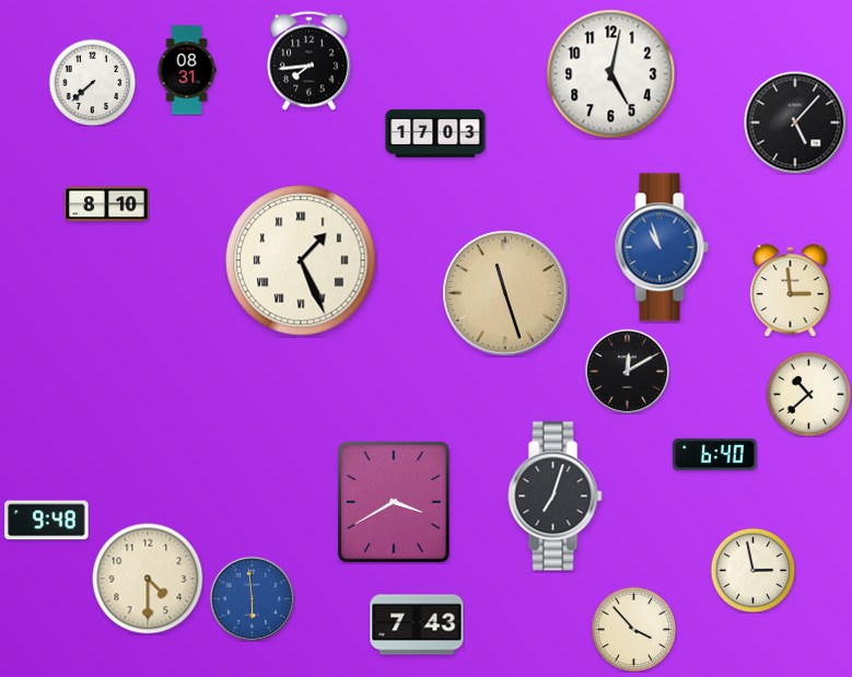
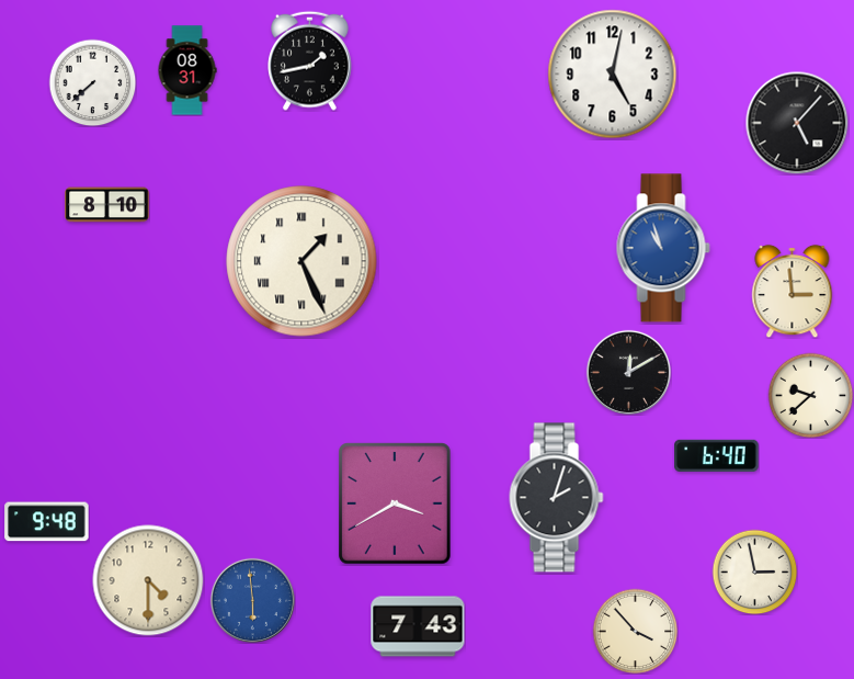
clock at (310, 60): 7:44 -> 1:43
clock at (435, 133): 17:03 -> none
clock at (505, 293): 11:27 -> none
clock at (808, 394): 10:38 -> 9:38
clock at (556, 497): 7:03 -> 2:03
